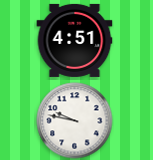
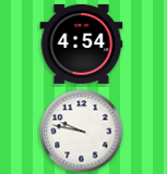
clock at (75, 40): 4:51 -> 4:54
